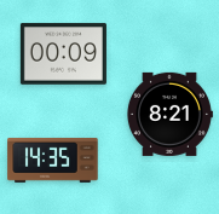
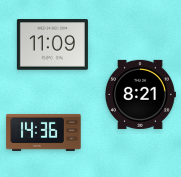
clock at (63, 54): 00:09 -> 11:09
clock at (53, 160): 14:35 -> 14:36
